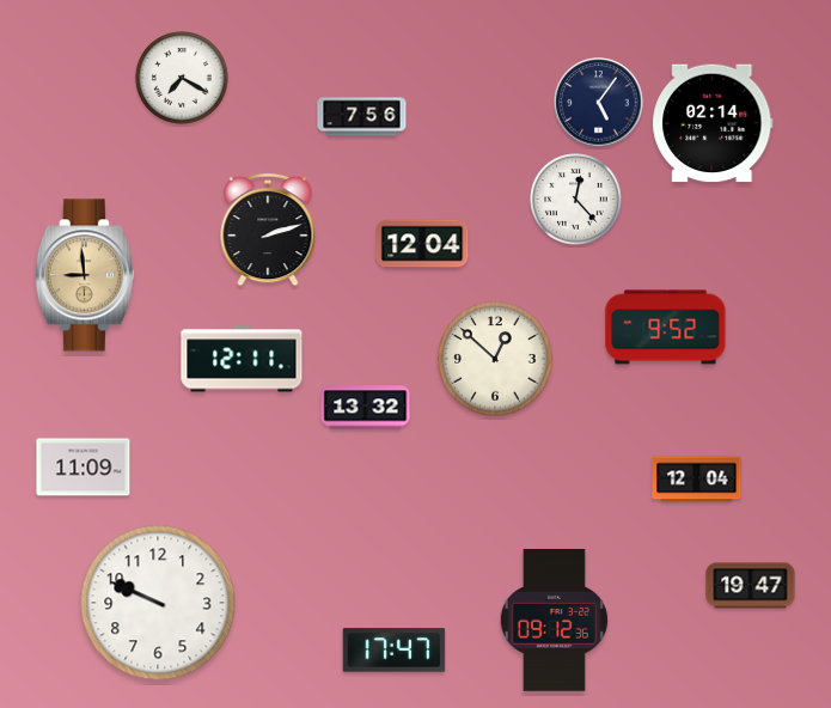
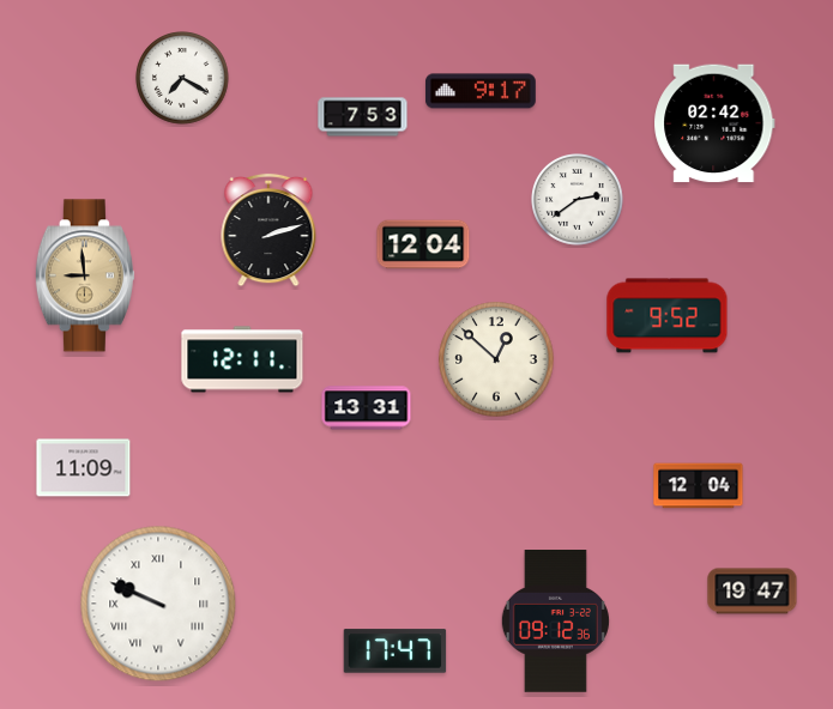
clock at (481, 91): none -> 9:17
clock at (599, 103): 5:06 -> none
clock at (362, 117): 7:56 -> 7:53
clock at (713, 123): 02:14 -> 02:42
clock at (576, 200): 12:23 -> 2:39
clock at (666, 328) position: (666, 328) -> (668, 316)
clock at (366, 408): 13:32 -> 13:31
clock at (697, 480) position: (697, 480) -> (699, 486)
clock at (751, 586) position: (751, 586) -> (753, 592)
clock at (158, 603) numerals: Arabic -> Roman
